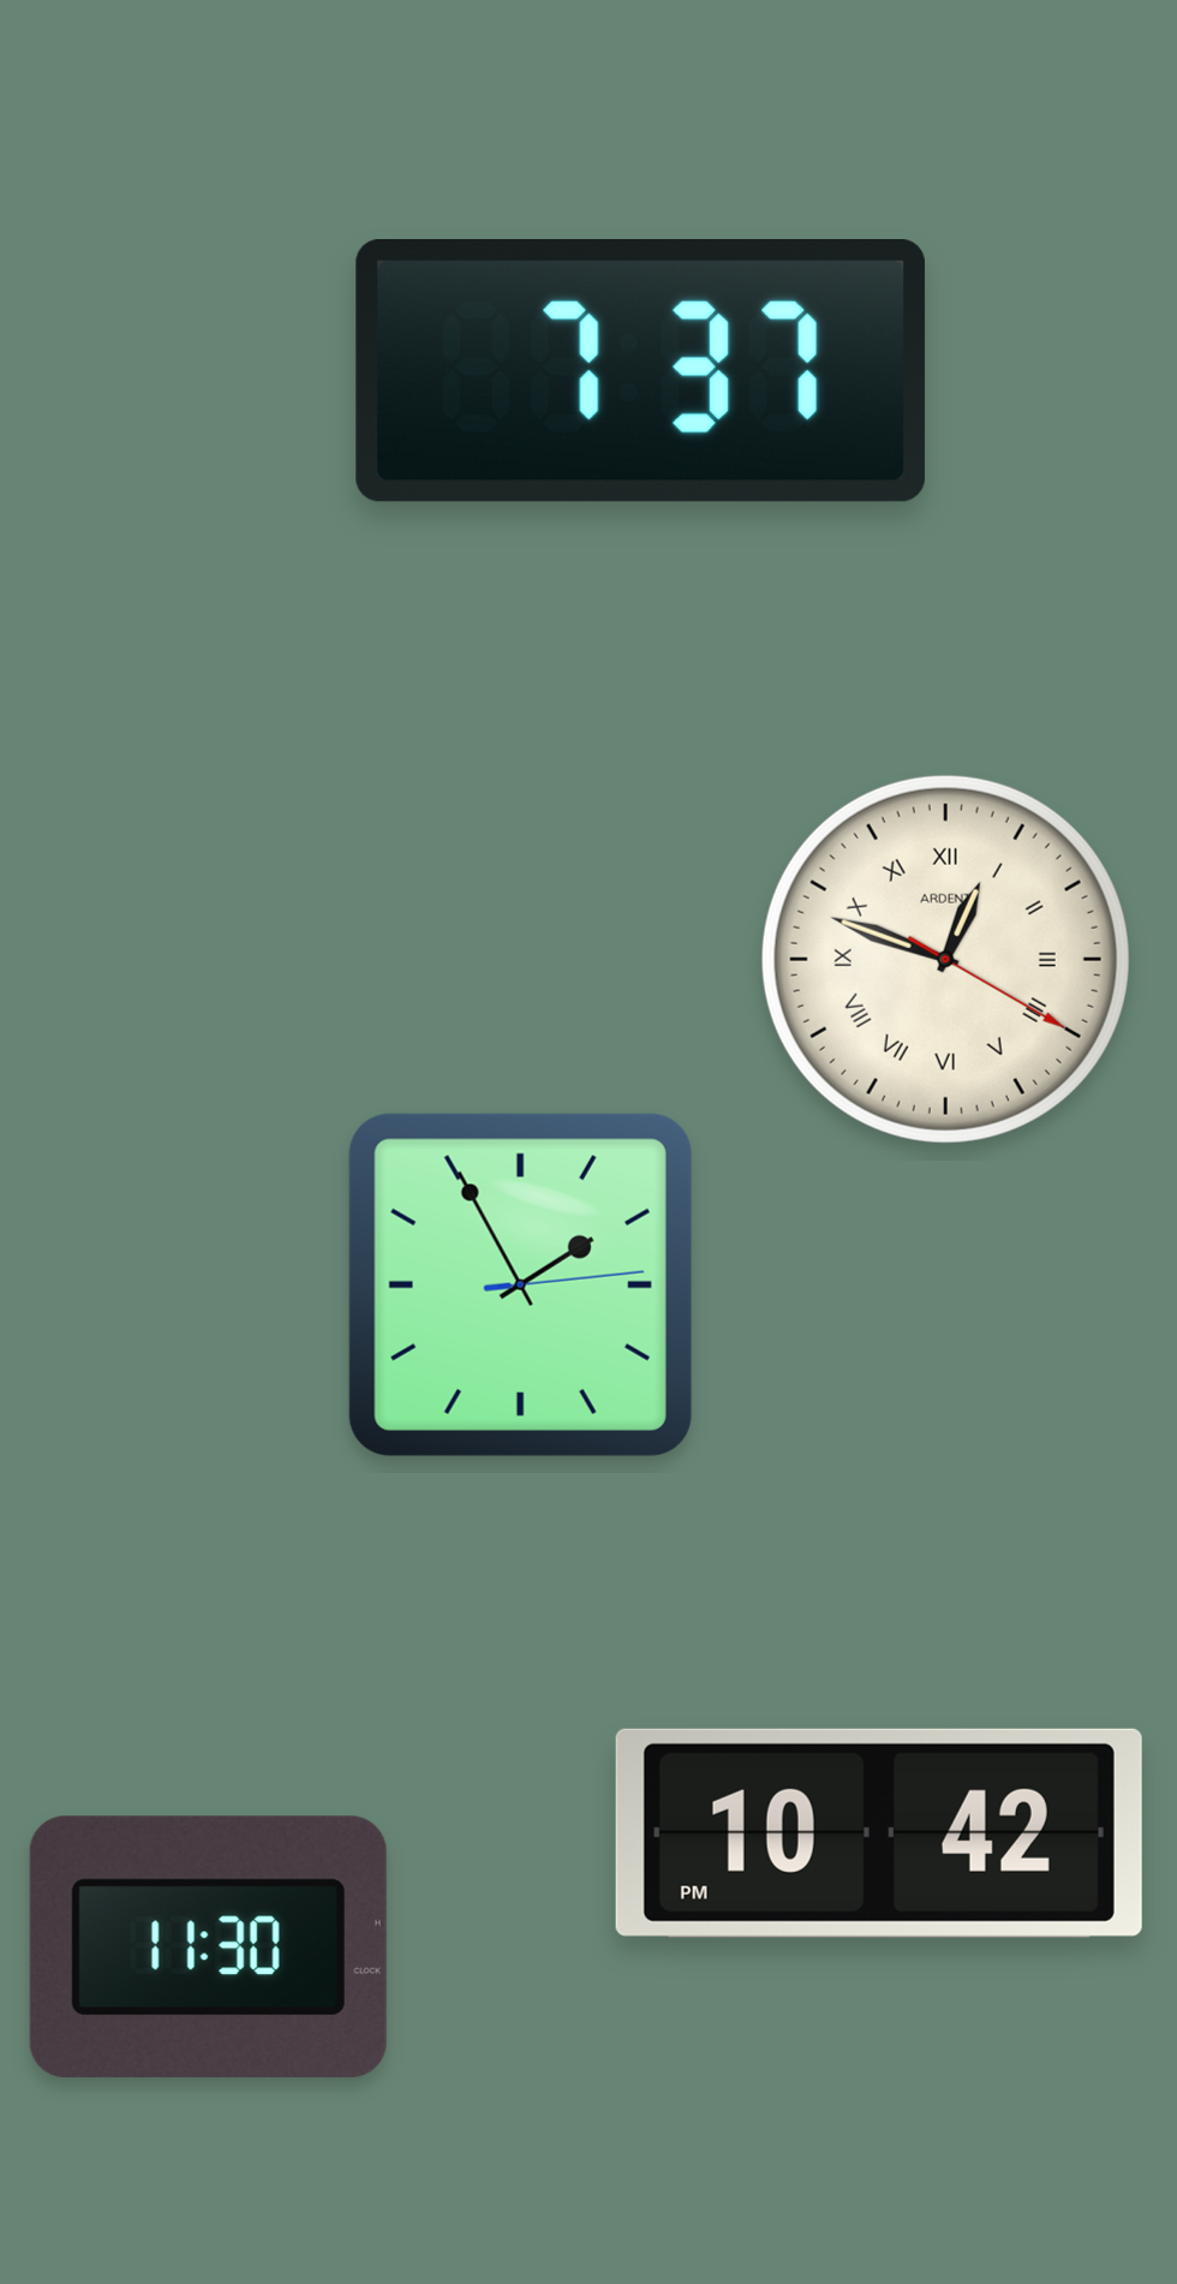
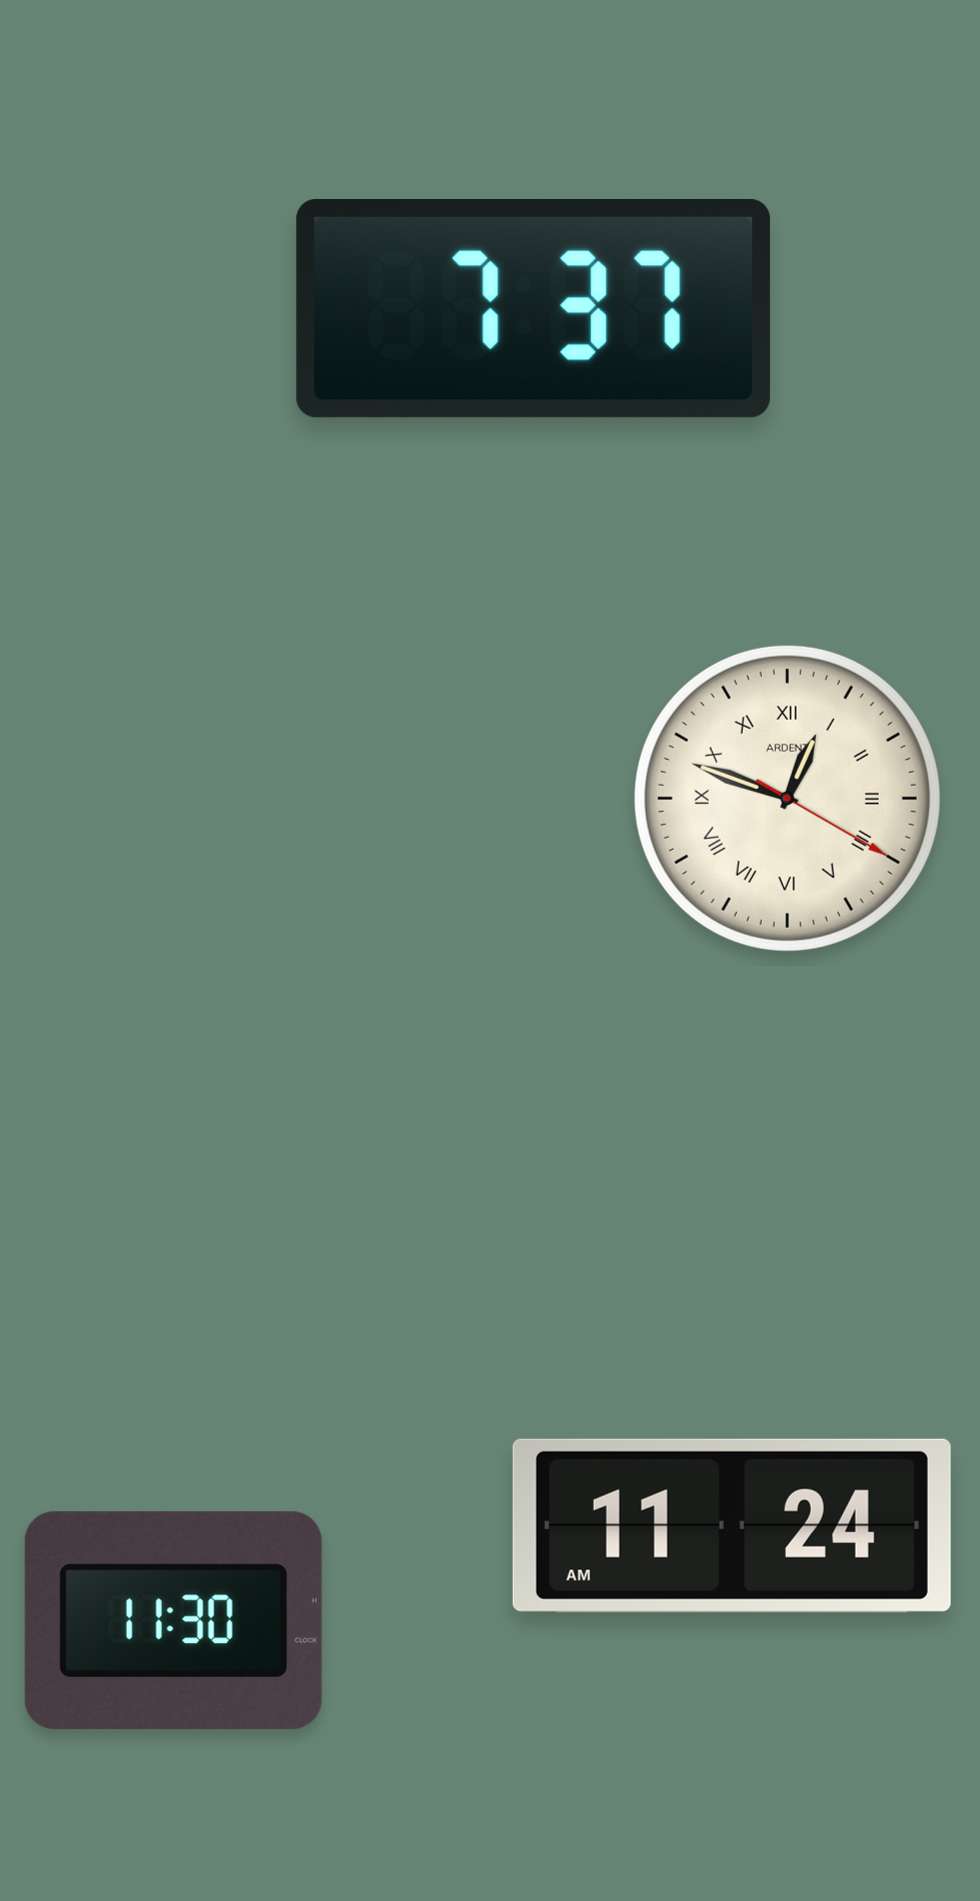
clock at (520, 1284): 1:55 -> none
clock at (879, 1833): 10:42 -> 11:24
